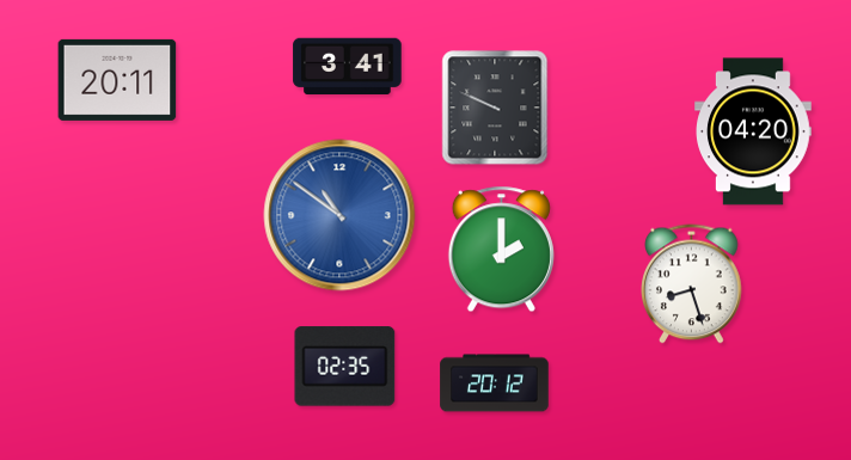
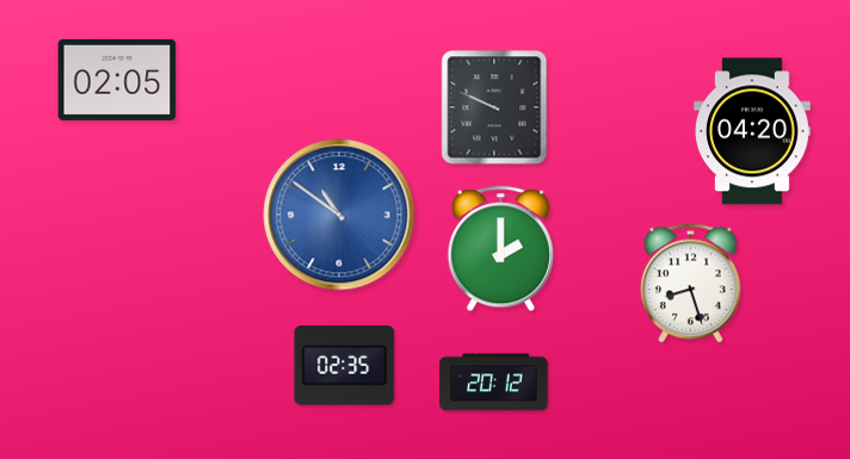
clock at (348, 67): 3:41 -> none
clock at (117, 80): 20:11 -> 02:05
